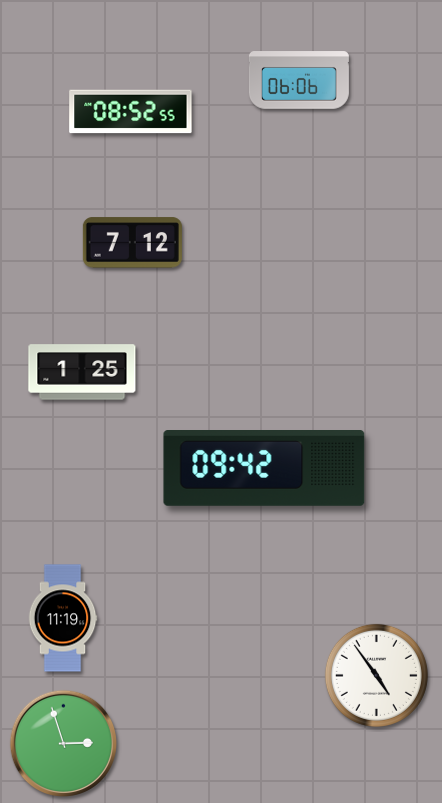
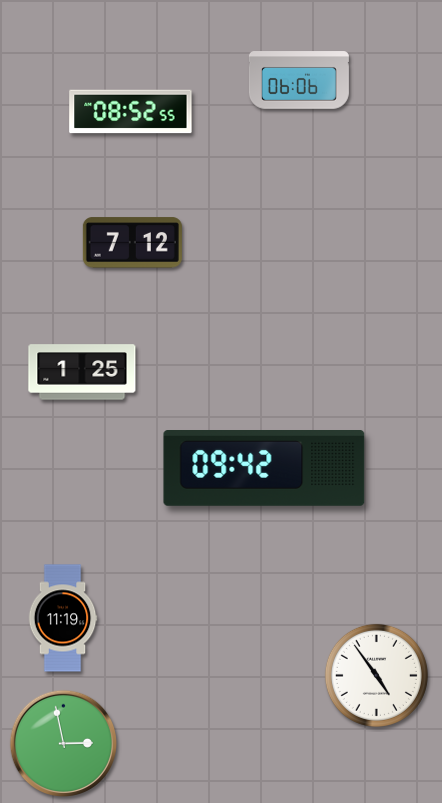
clock at (63, 743): 2:57 -> 2:58
